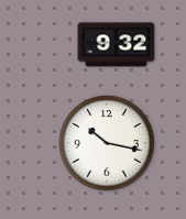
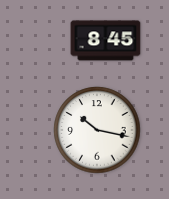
clock at (117, 45): 9:32 -> 8:45
